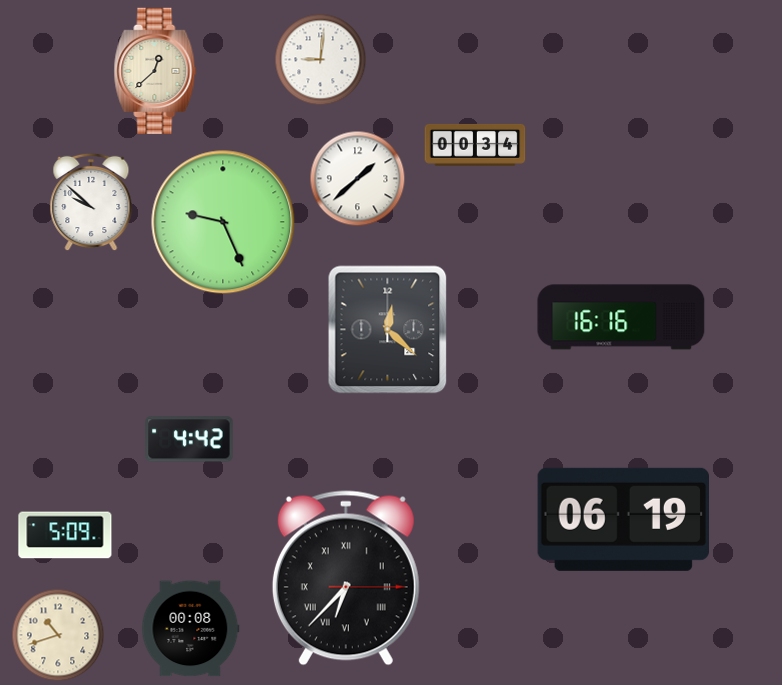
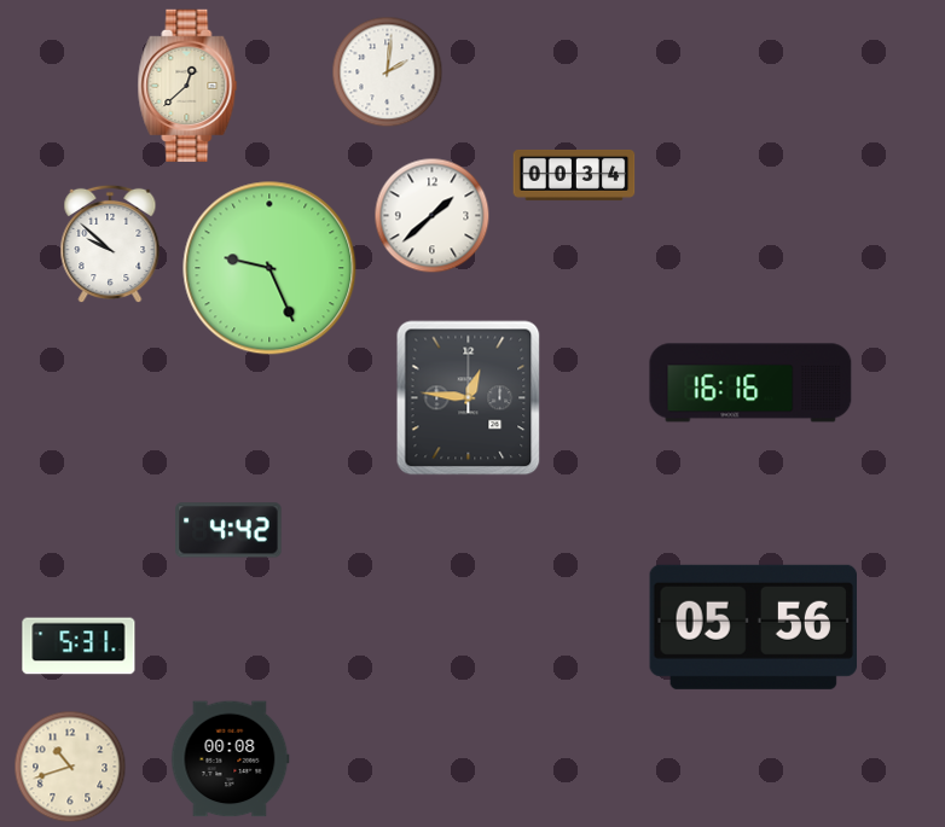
clock at (321, 60): 9:01 -> 2:01
clock at (388, 330): 12:22 -> 12:46
clock at (623, 519): 06:19 -> 05:56
clock at (65, 535): 5:09 -> 5:31
clock at (346, 578): 6:37 -> none
